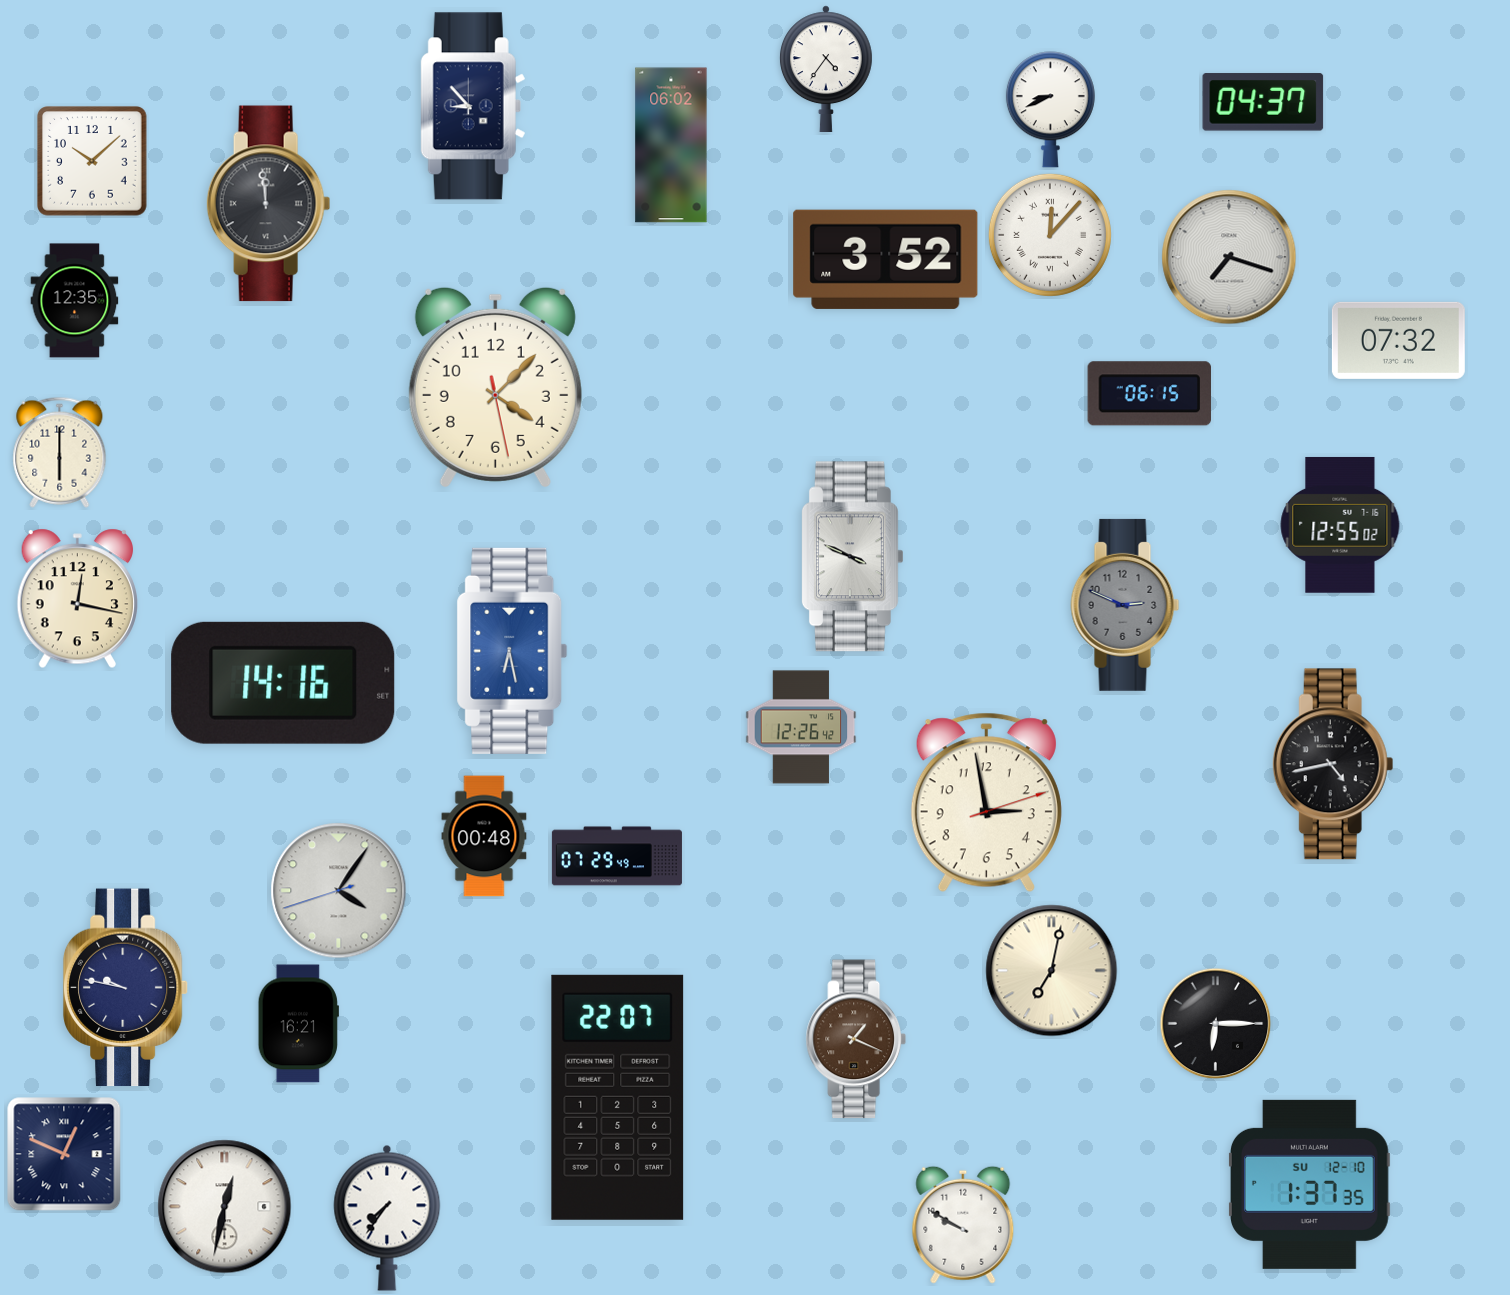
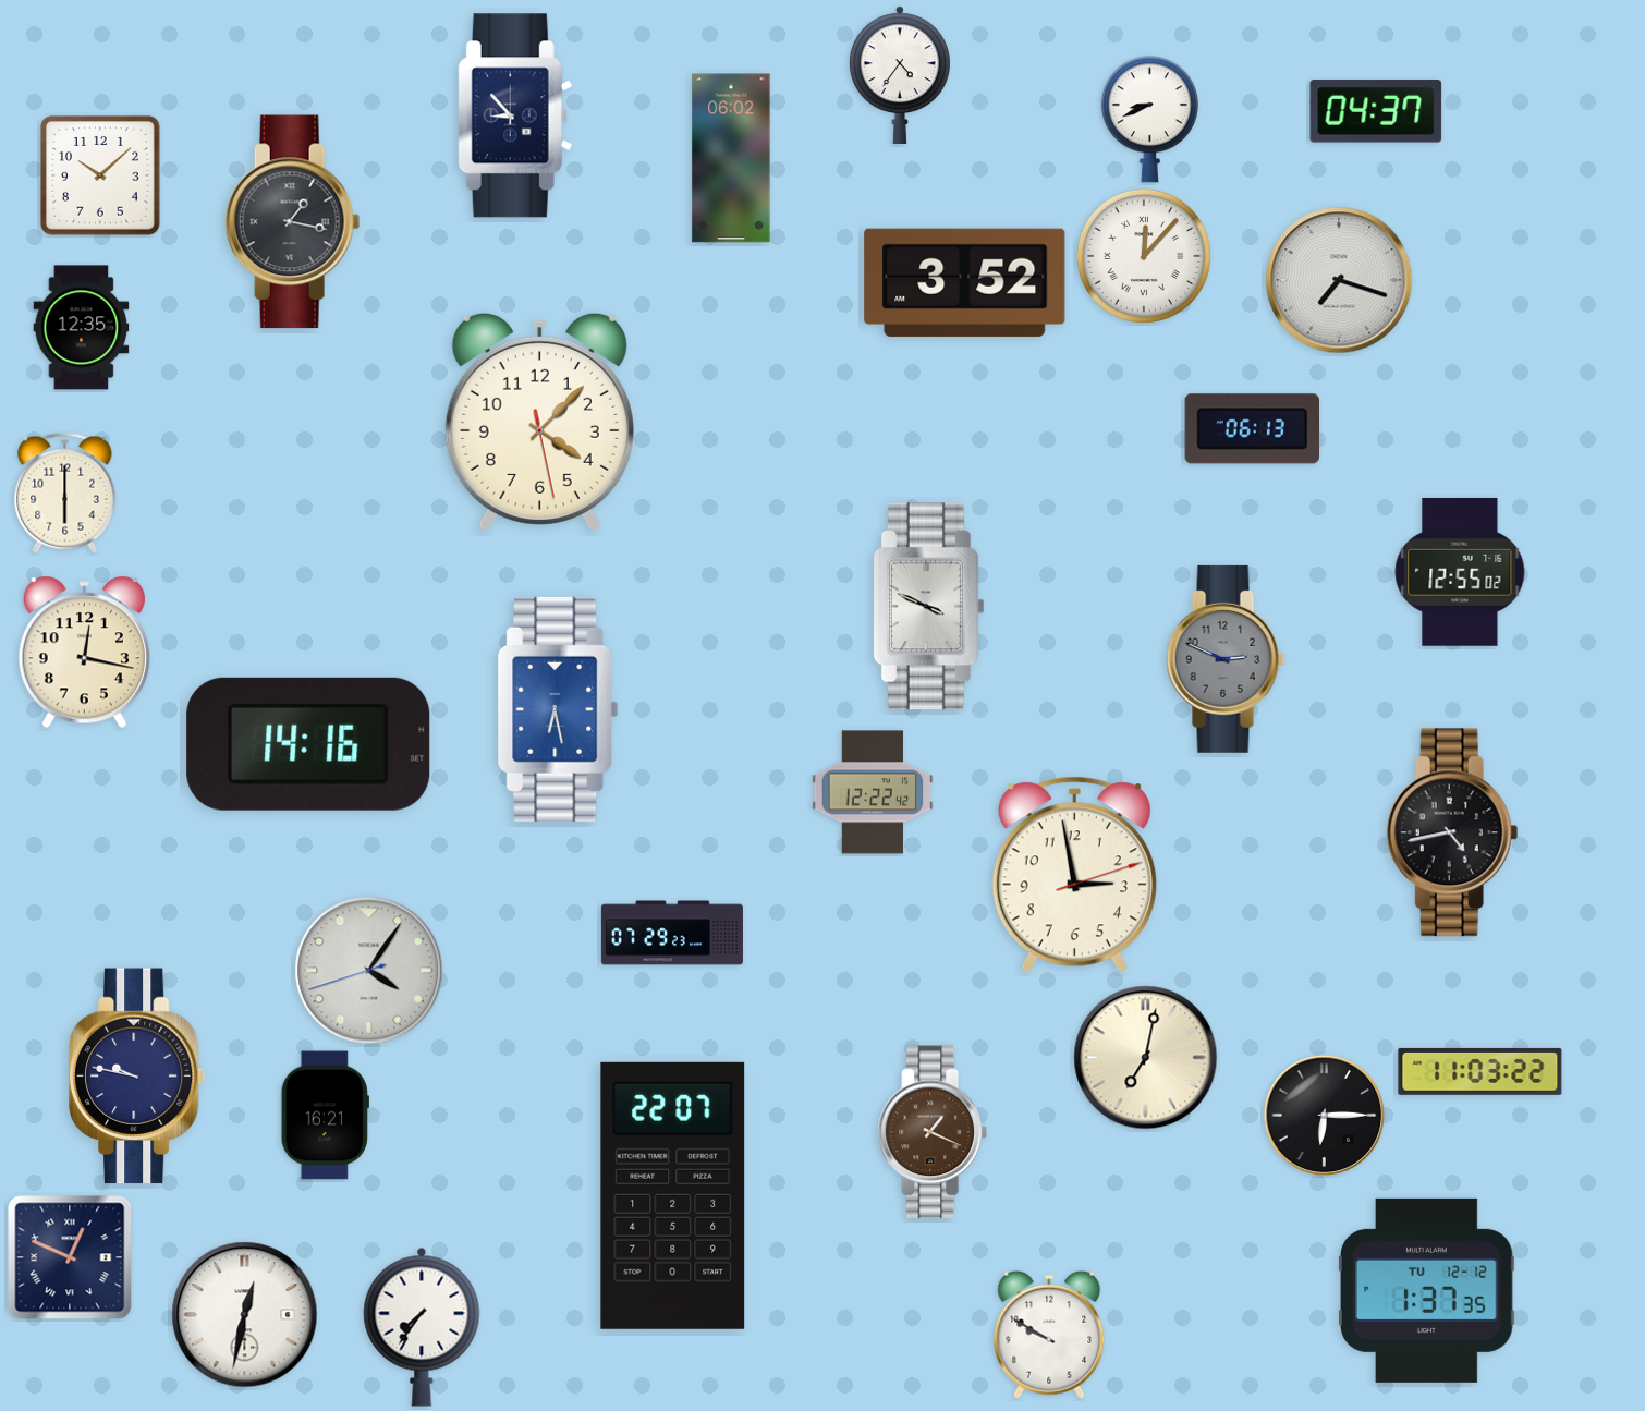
clock at (1050, 110) position: (1050, 110) -> (1149, 120)
clock at (269, 204): 11:59 -> 1:17
clock at (1398, 340): 07:32 -> none
clock at (1149, 394): 06:15 -> 06:13
clock at (801, 727): 12:26 -> 12:22
clock at (484, 836): 00:48 -> none
clock at (617, 856): 07:29:49 -> 07:29:23
clock at (1480, 1071): none -> 11:03
clock at (1310, 1184) date: SU 12-10 -> TU 12-12
